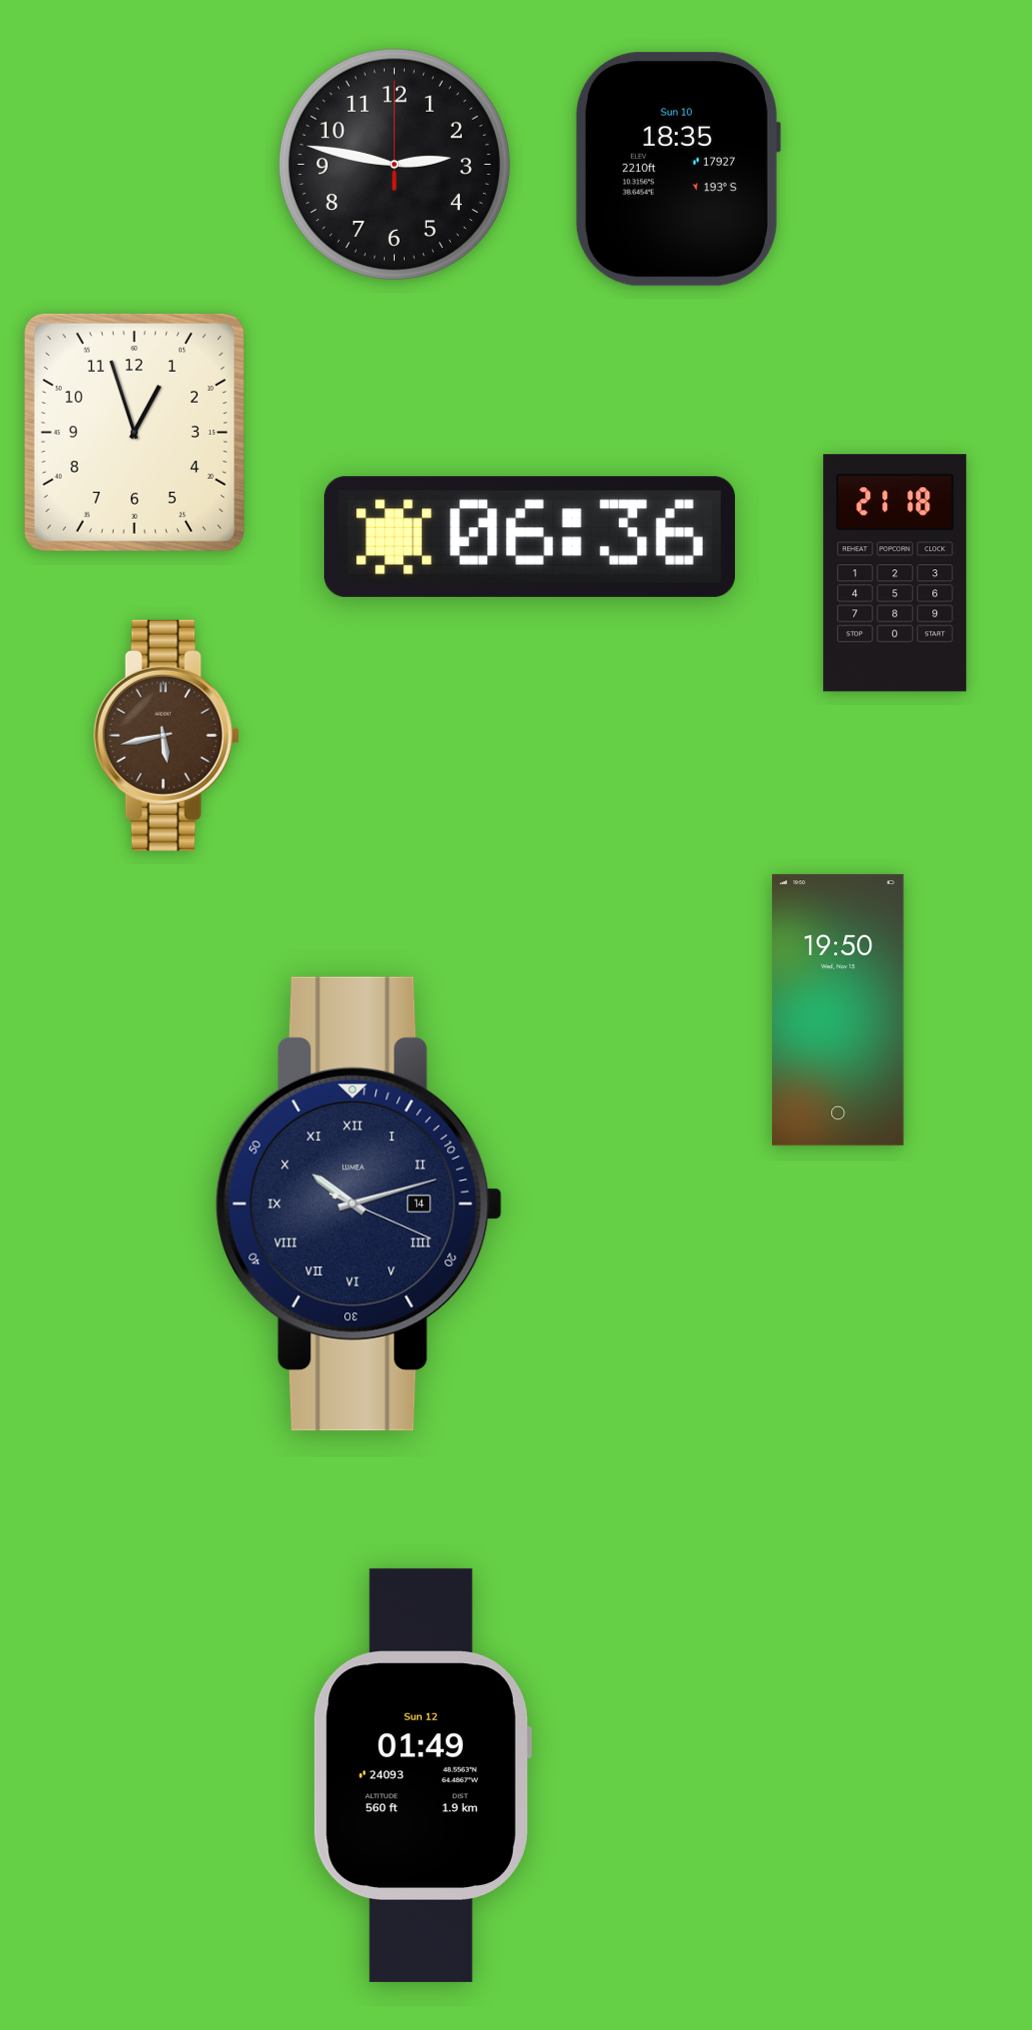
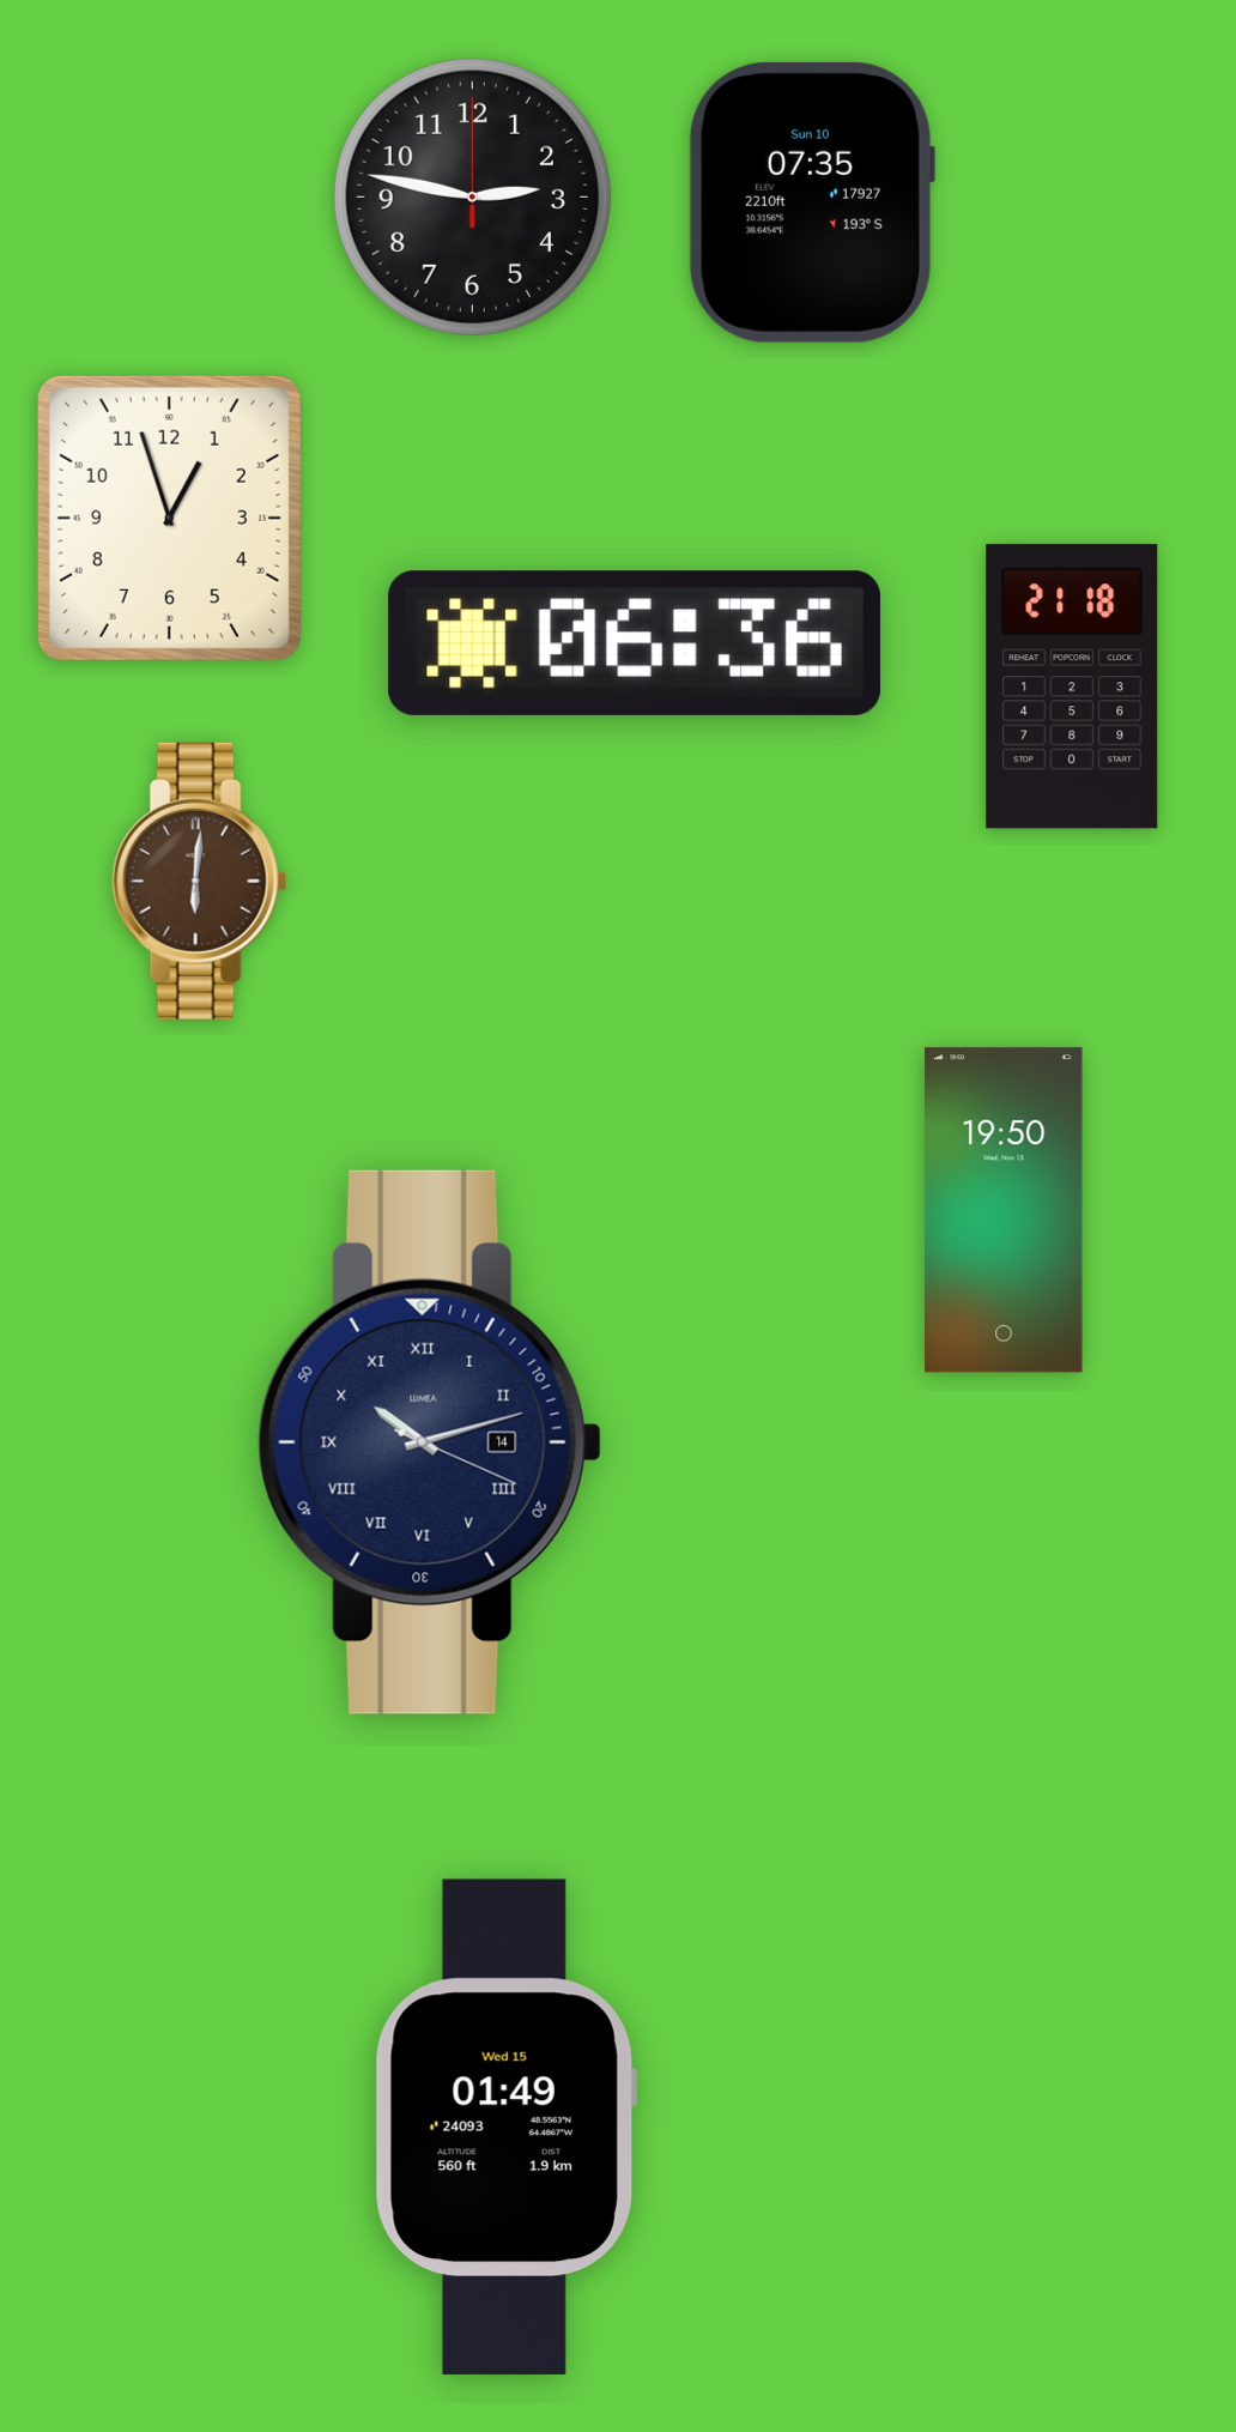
clock at (677, 169): 18:35 -> 07:35
clock at (134, 432) position: (134, 432) -> (169, 518)
clock at (167, 735): 5:43 -> 6:01
clock at (422, 1775) date: Sun 12 -> Wed 15
